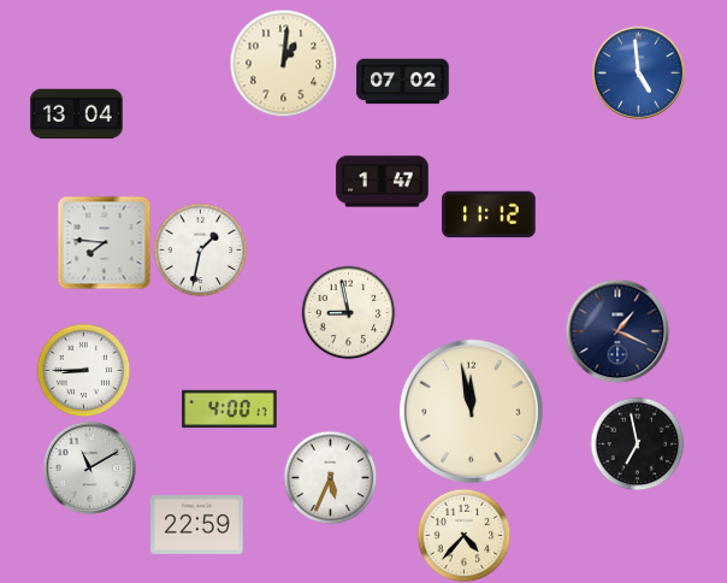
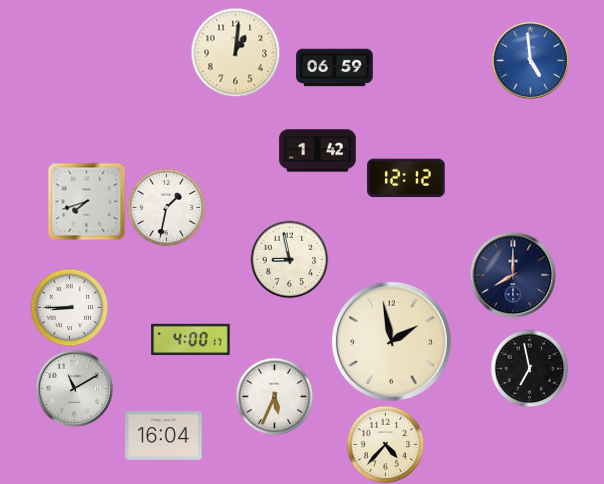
clock at (403, 82): 07:02 -> 06:59
clock at (77, 114): 13:04 -> none
clock at (383, 182): 1:47 -> 1:42
clock at (489, 214): 11:12 -> 12:12
clock at (104, 242): 7:46 -> 7:42
clock at (617, 331): 1:19 -> 8:00
clock at (471, 411): 11:58 -> 1:58
clock at (197, 525): 22:59 -> 16:04
